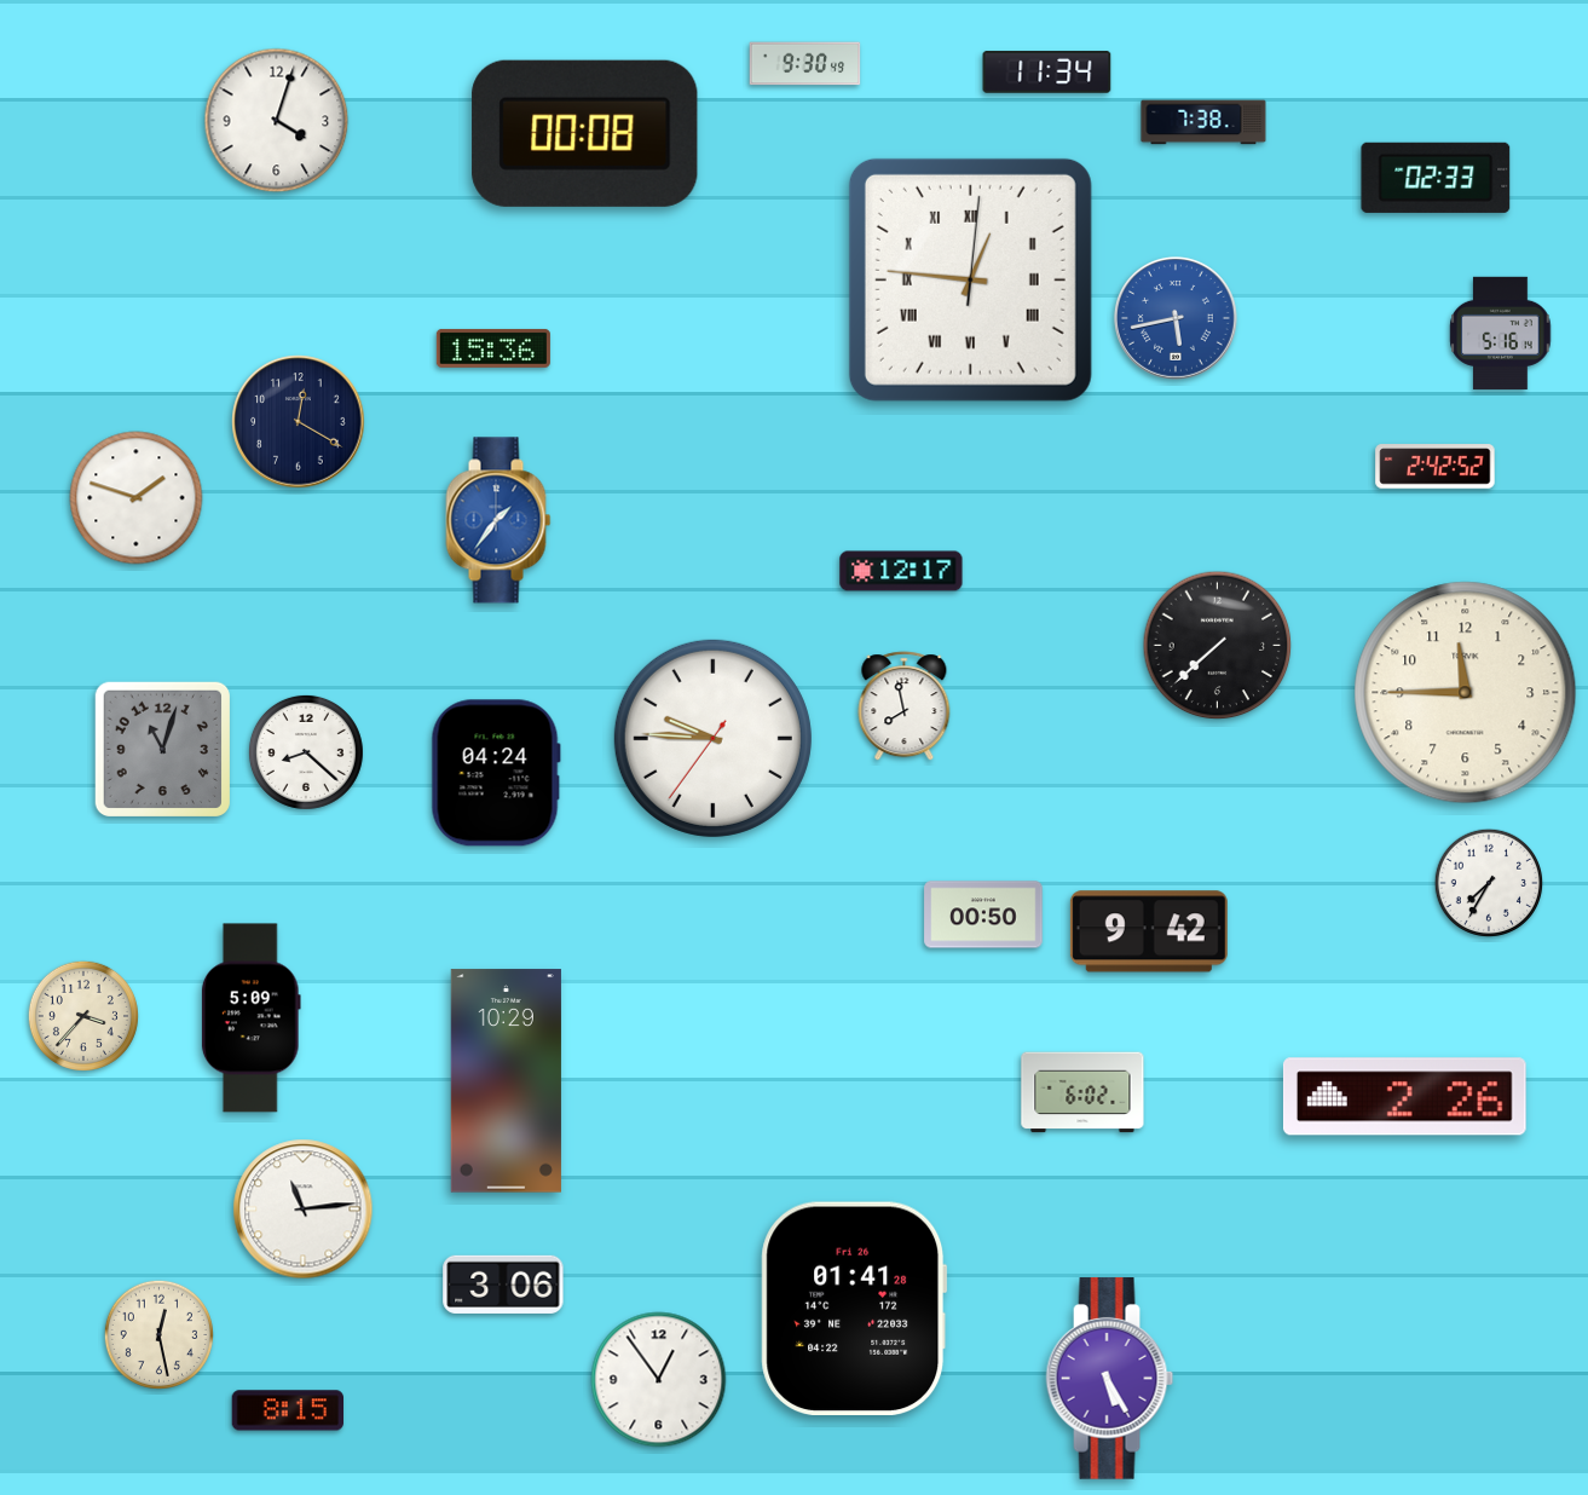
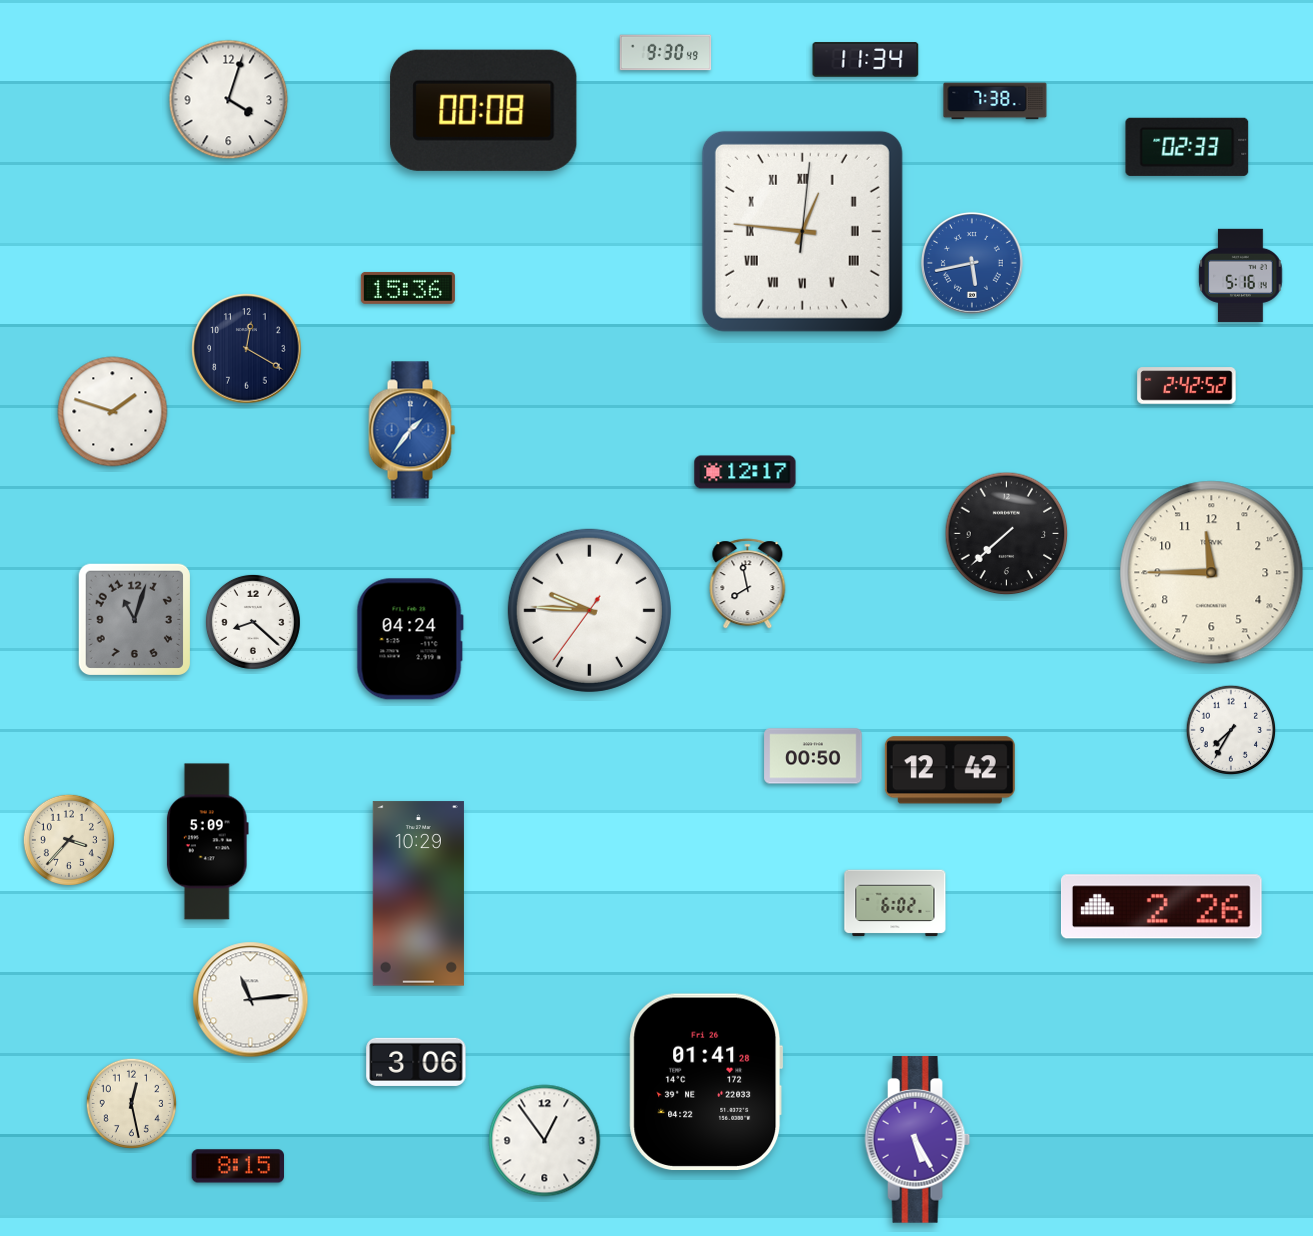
clock at (1149, 931): 9:42 -> 12:42
